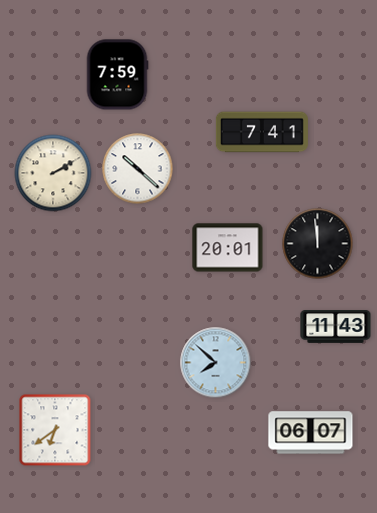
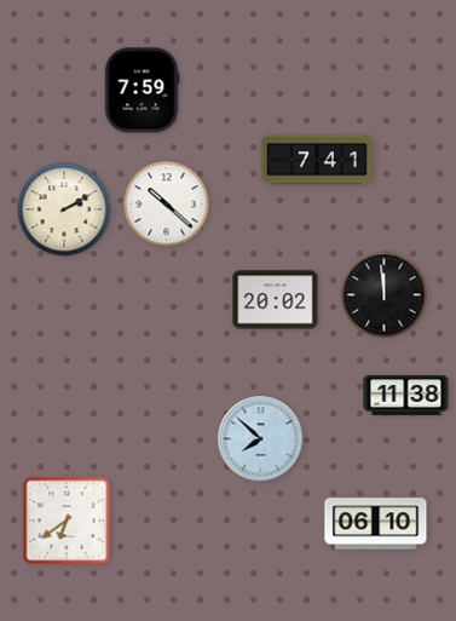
clock at (228, 248): 20:01 -> 20:02
clock at (336, 327): 11:43 -> 11:38
clock at (311, 433): 06:07 -> 06:10
